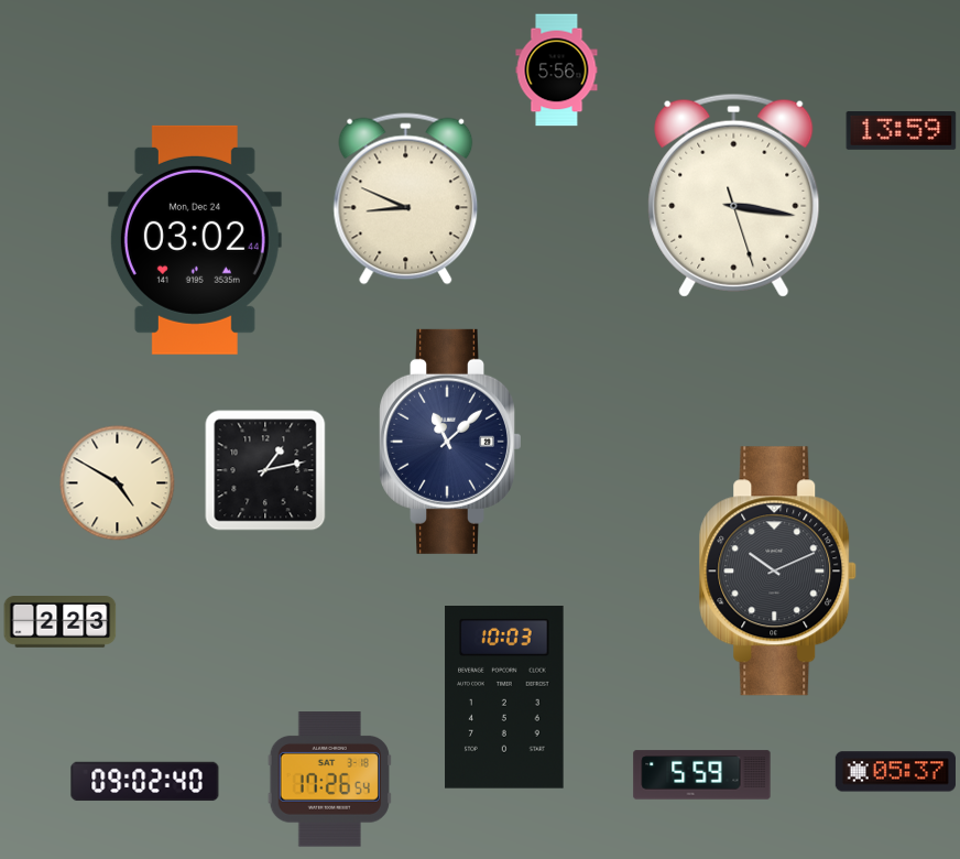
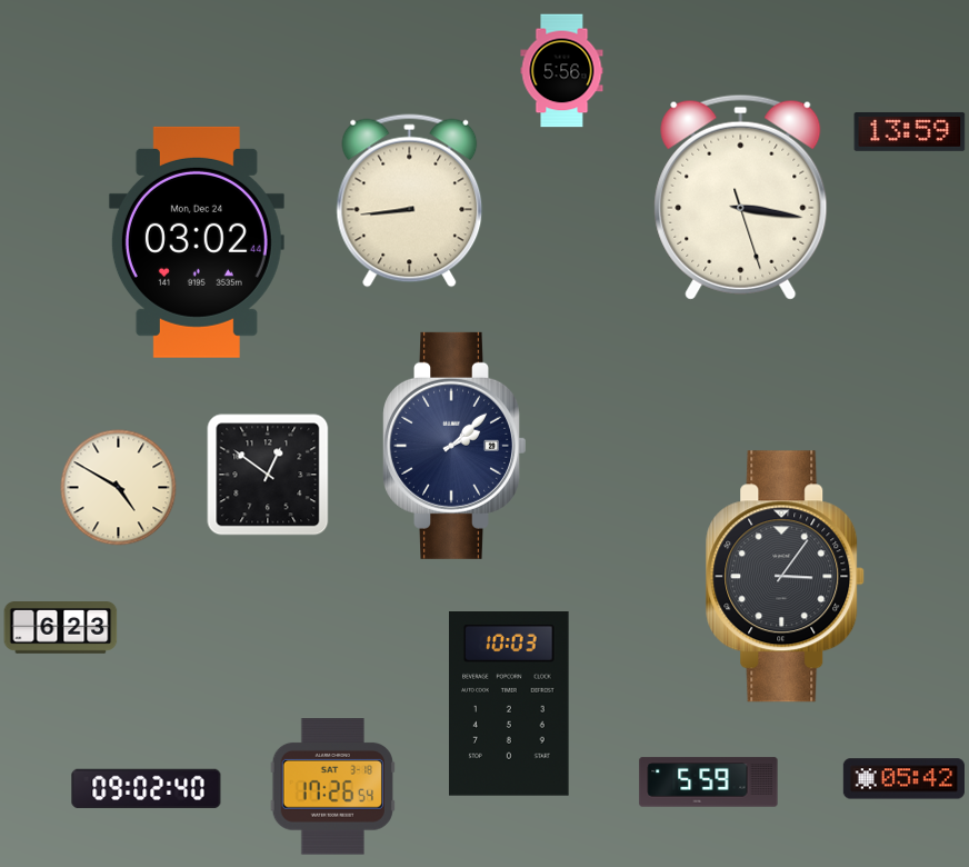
clock at (406, 199): 8:49 -> 8:44
clock at (449, 442): 11:08 -> 2:08
clock at (265, 470): 1:13 -> 12:51
clock at (778, 572): 10:11 -> 3:06
clock at (61, 622): 2:23 -> 6:23
clock at (895, 772): 05:37 -> 05:42
